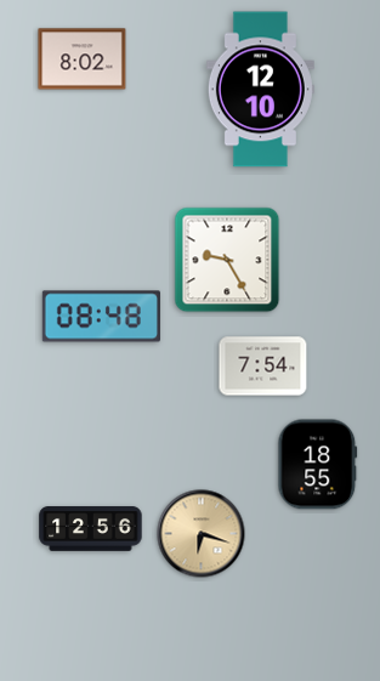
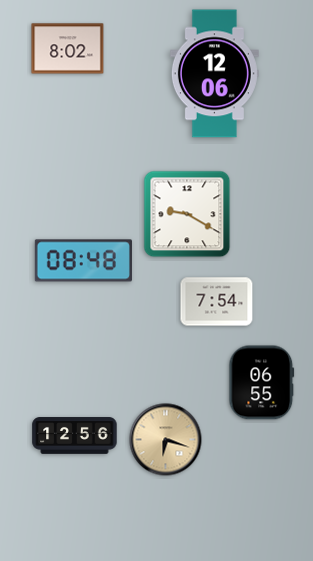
clock at (260, 90): 12:10 -> 12:06
clock at (227, 260): 9:25 -> 9:20
clock at (318, 465): 18:55 -> 06:55
